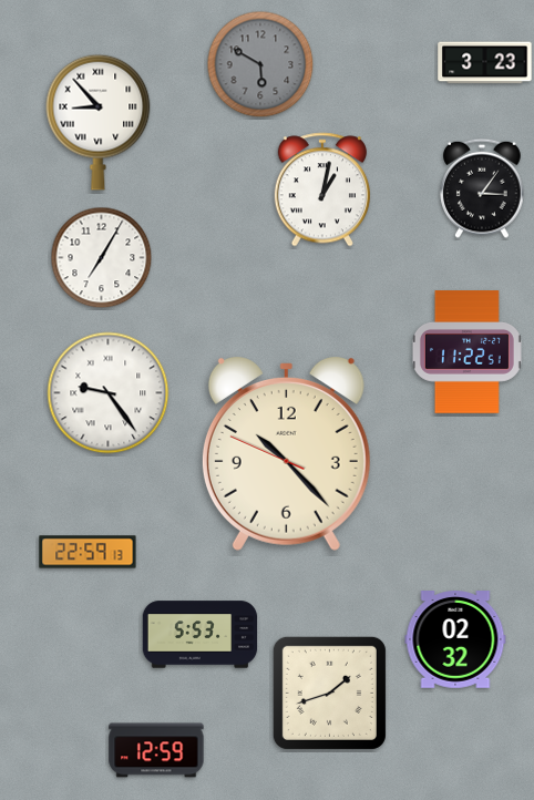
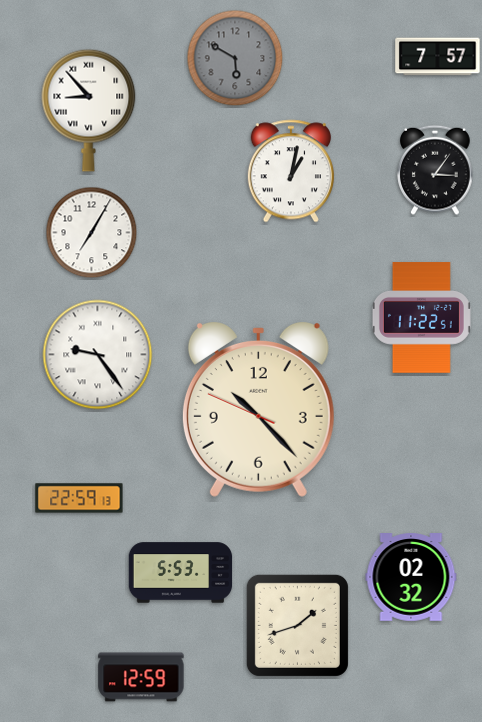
clock at (485, 63): 3:23 -> 7:57
